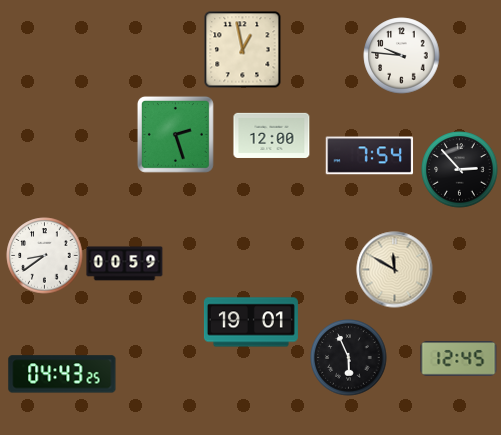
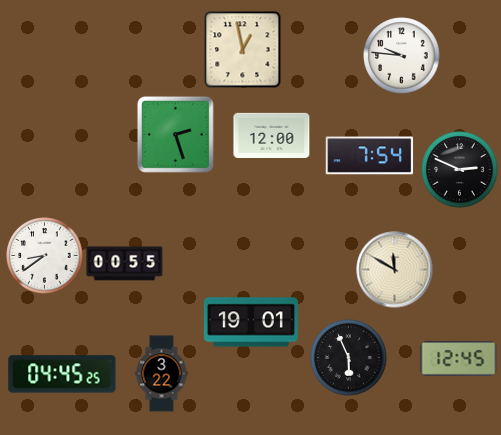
clock at (460, 170): 2:53 -> 2:49
clock at (125, 264): 00:59 -> 00:55
clock at (62, 374): 04:43 -> 04:45
clock at (162, 374): none -> 3:22
